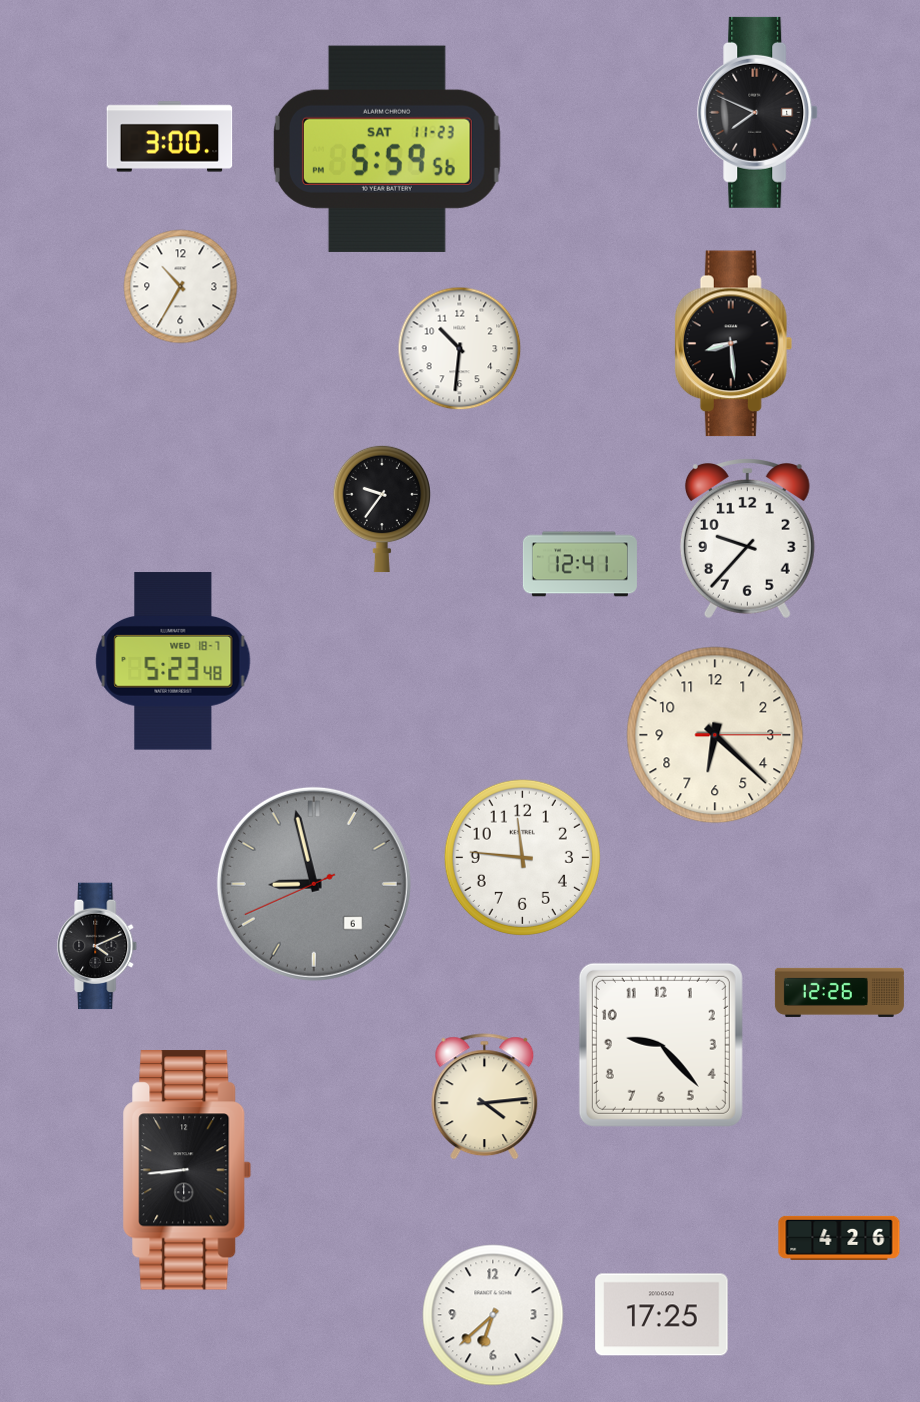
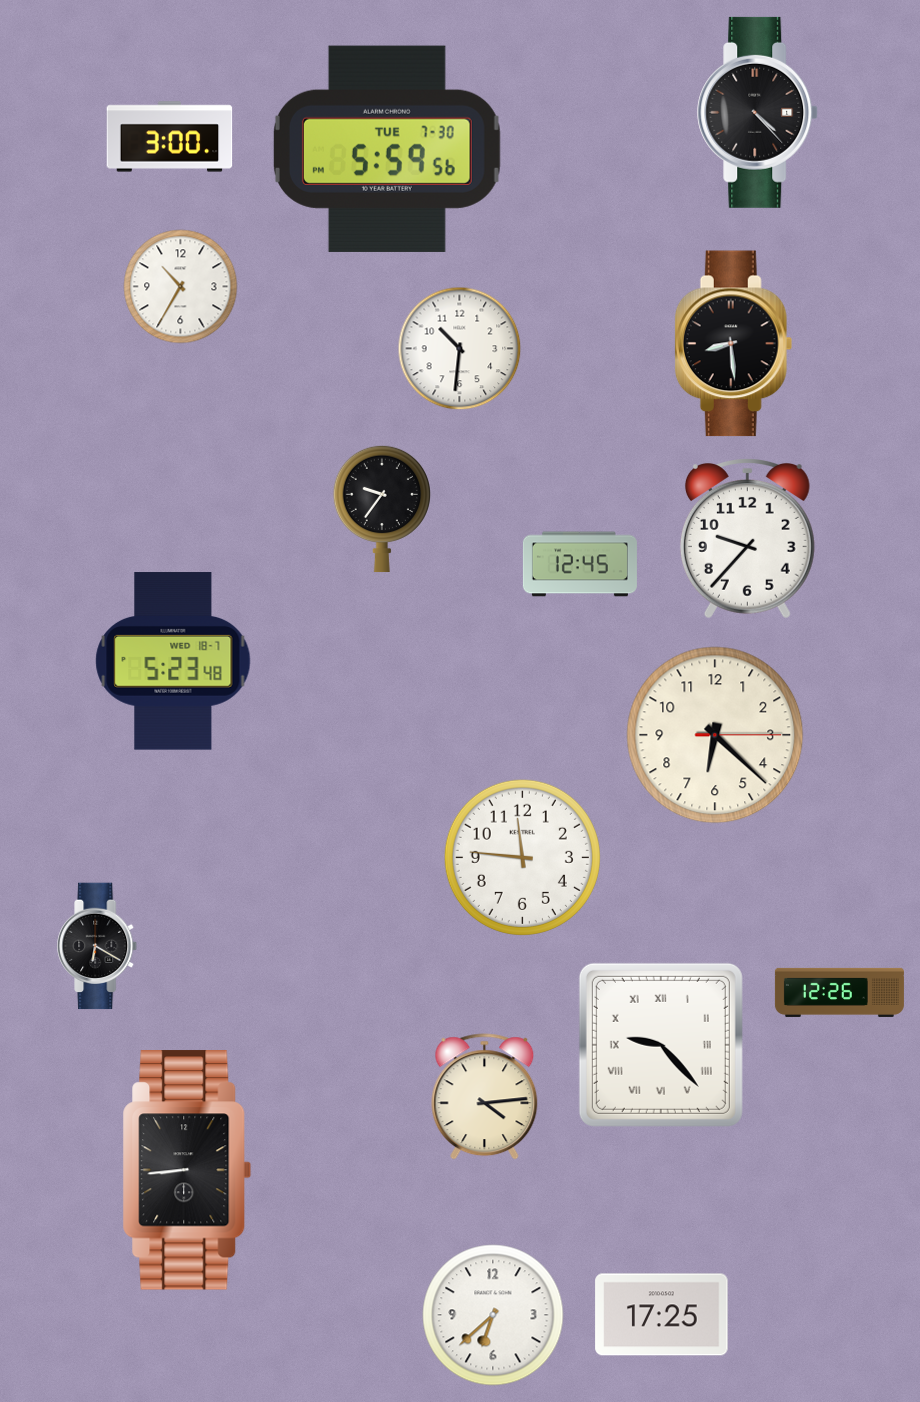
clock at (758, 112): 7:49 -> 4:23
clock at (387, 149) date: SAT 11-23 -> TUE 7-30
clock at (580, 564): 12:41 -> 12:45
clock at (314, 884): 8:57 -> none
clock at (98, 946): 4:11 -> 6:20
clock at (661, 1045) numerals: Arabic -> Roman
clock at (839, 1238): 4:26 -> none
